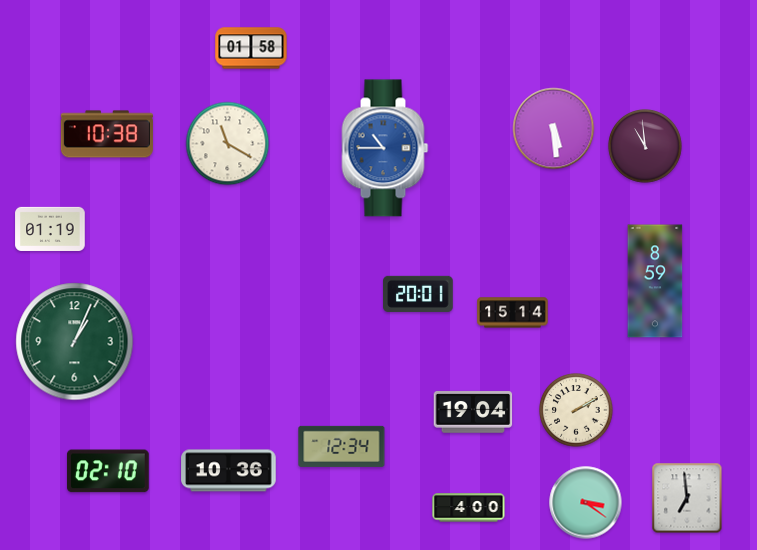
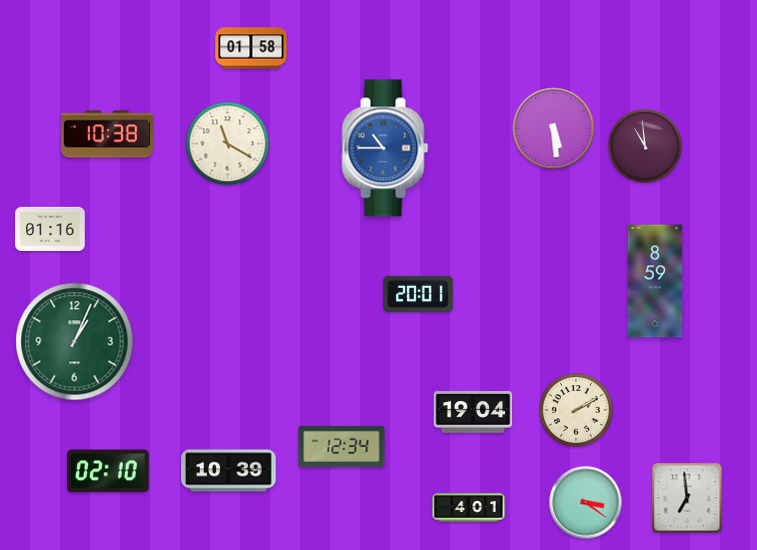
clock at (50, 229): 01:19 -> 01:16
clock at (513, 313): 15:14 -> none
clock at (229, 471): 10:36 -> 10:39
clock at (469, 508): 4:00 -> 4:01
